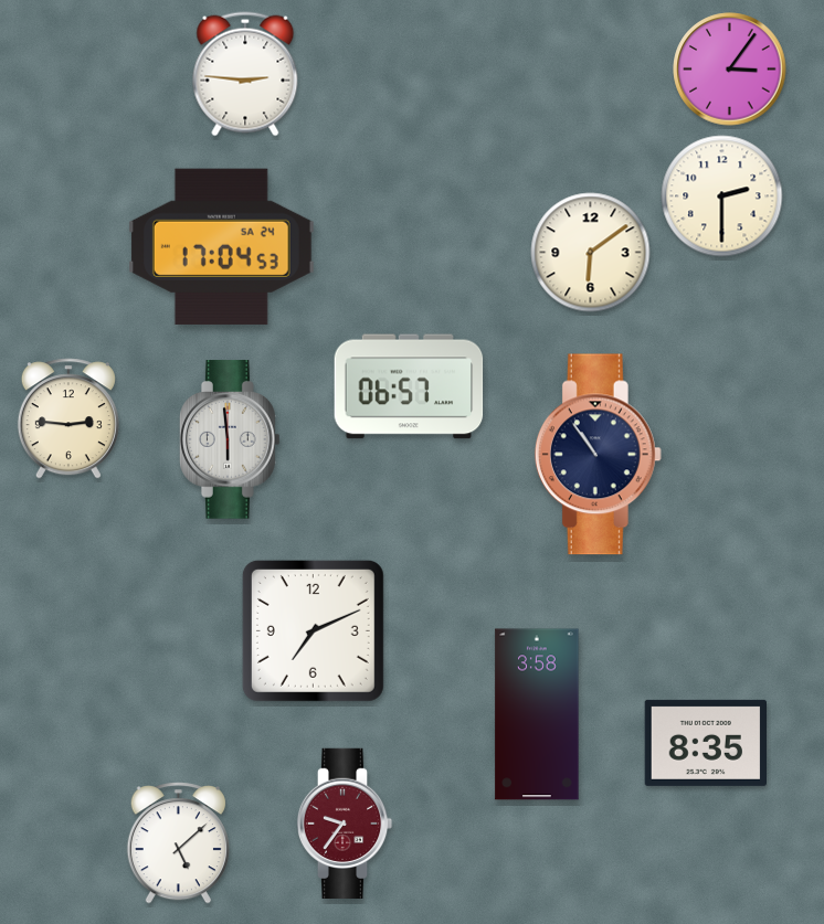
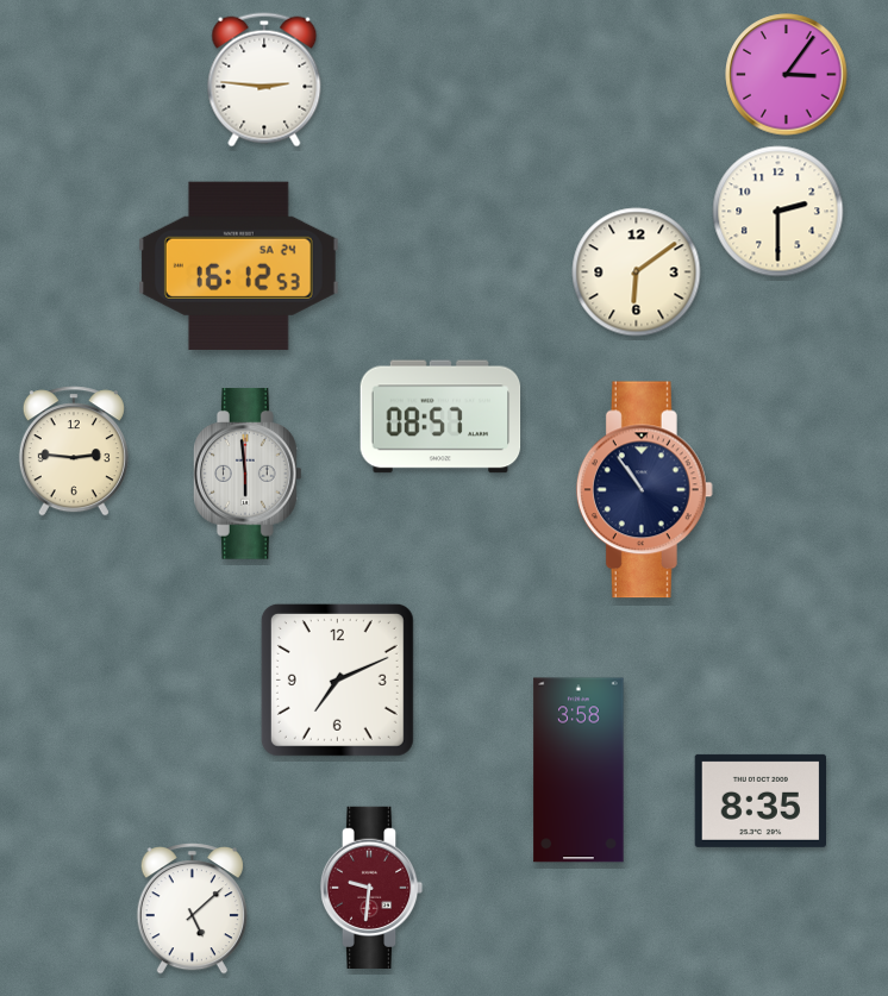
clock at (221, 246): 17:04 -> 16:12
clock at (409, 386): 06:57 -> 08:57
clock at (345, 822): 9:36 -> 9:31
